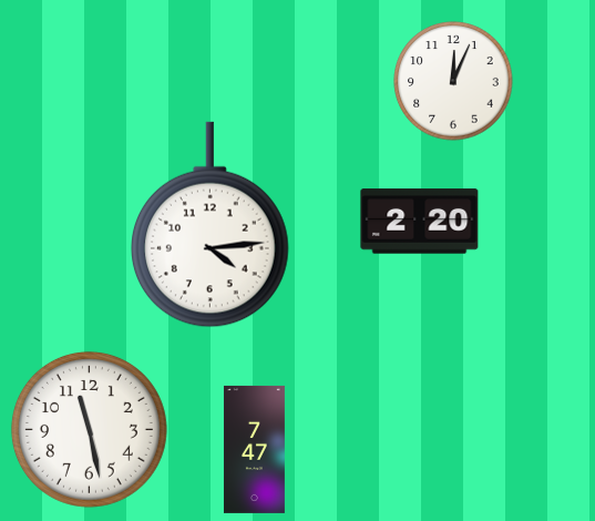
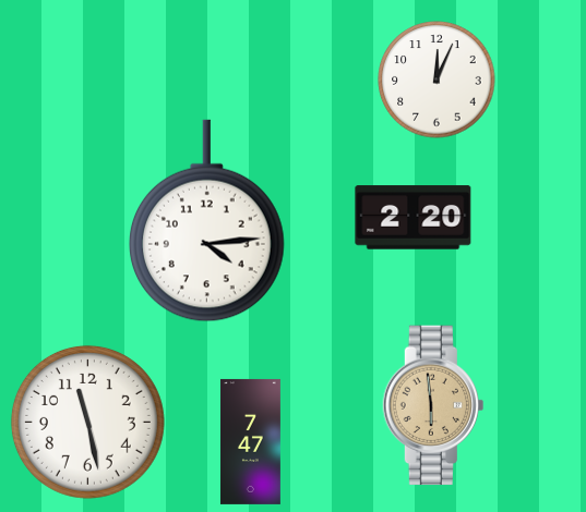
clock at (453, 81) position: (453, 81) -> (436, 80)
clock at (433, 405): none -> 5:59
